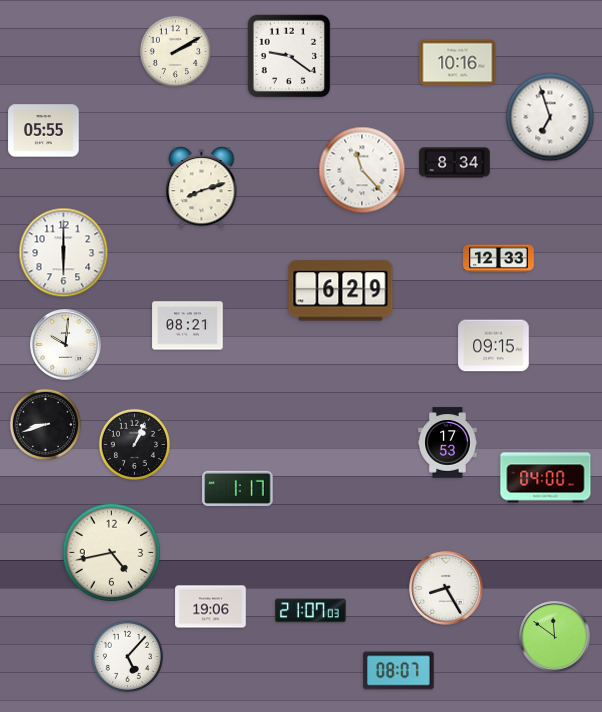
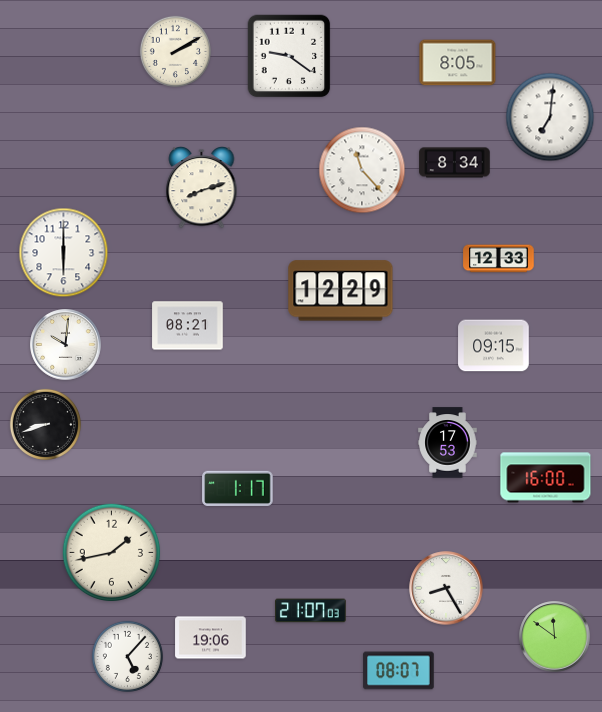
clock at (458, 63): 10:16 -> 8:05
clock at (550, 117): 6:57 -> 7:01
clock at (44, 131): 05:55 -> none
clock at (341, 291): 6:29 -> 12:29
clock at (134, 444): 1:04 -> none
clock at (546, 478): 04:00 -> 16:00
clock at (112, 553): 4:43 -> 1:43
clock at (211, 607) position: (211, 607) -> (211, 638)
